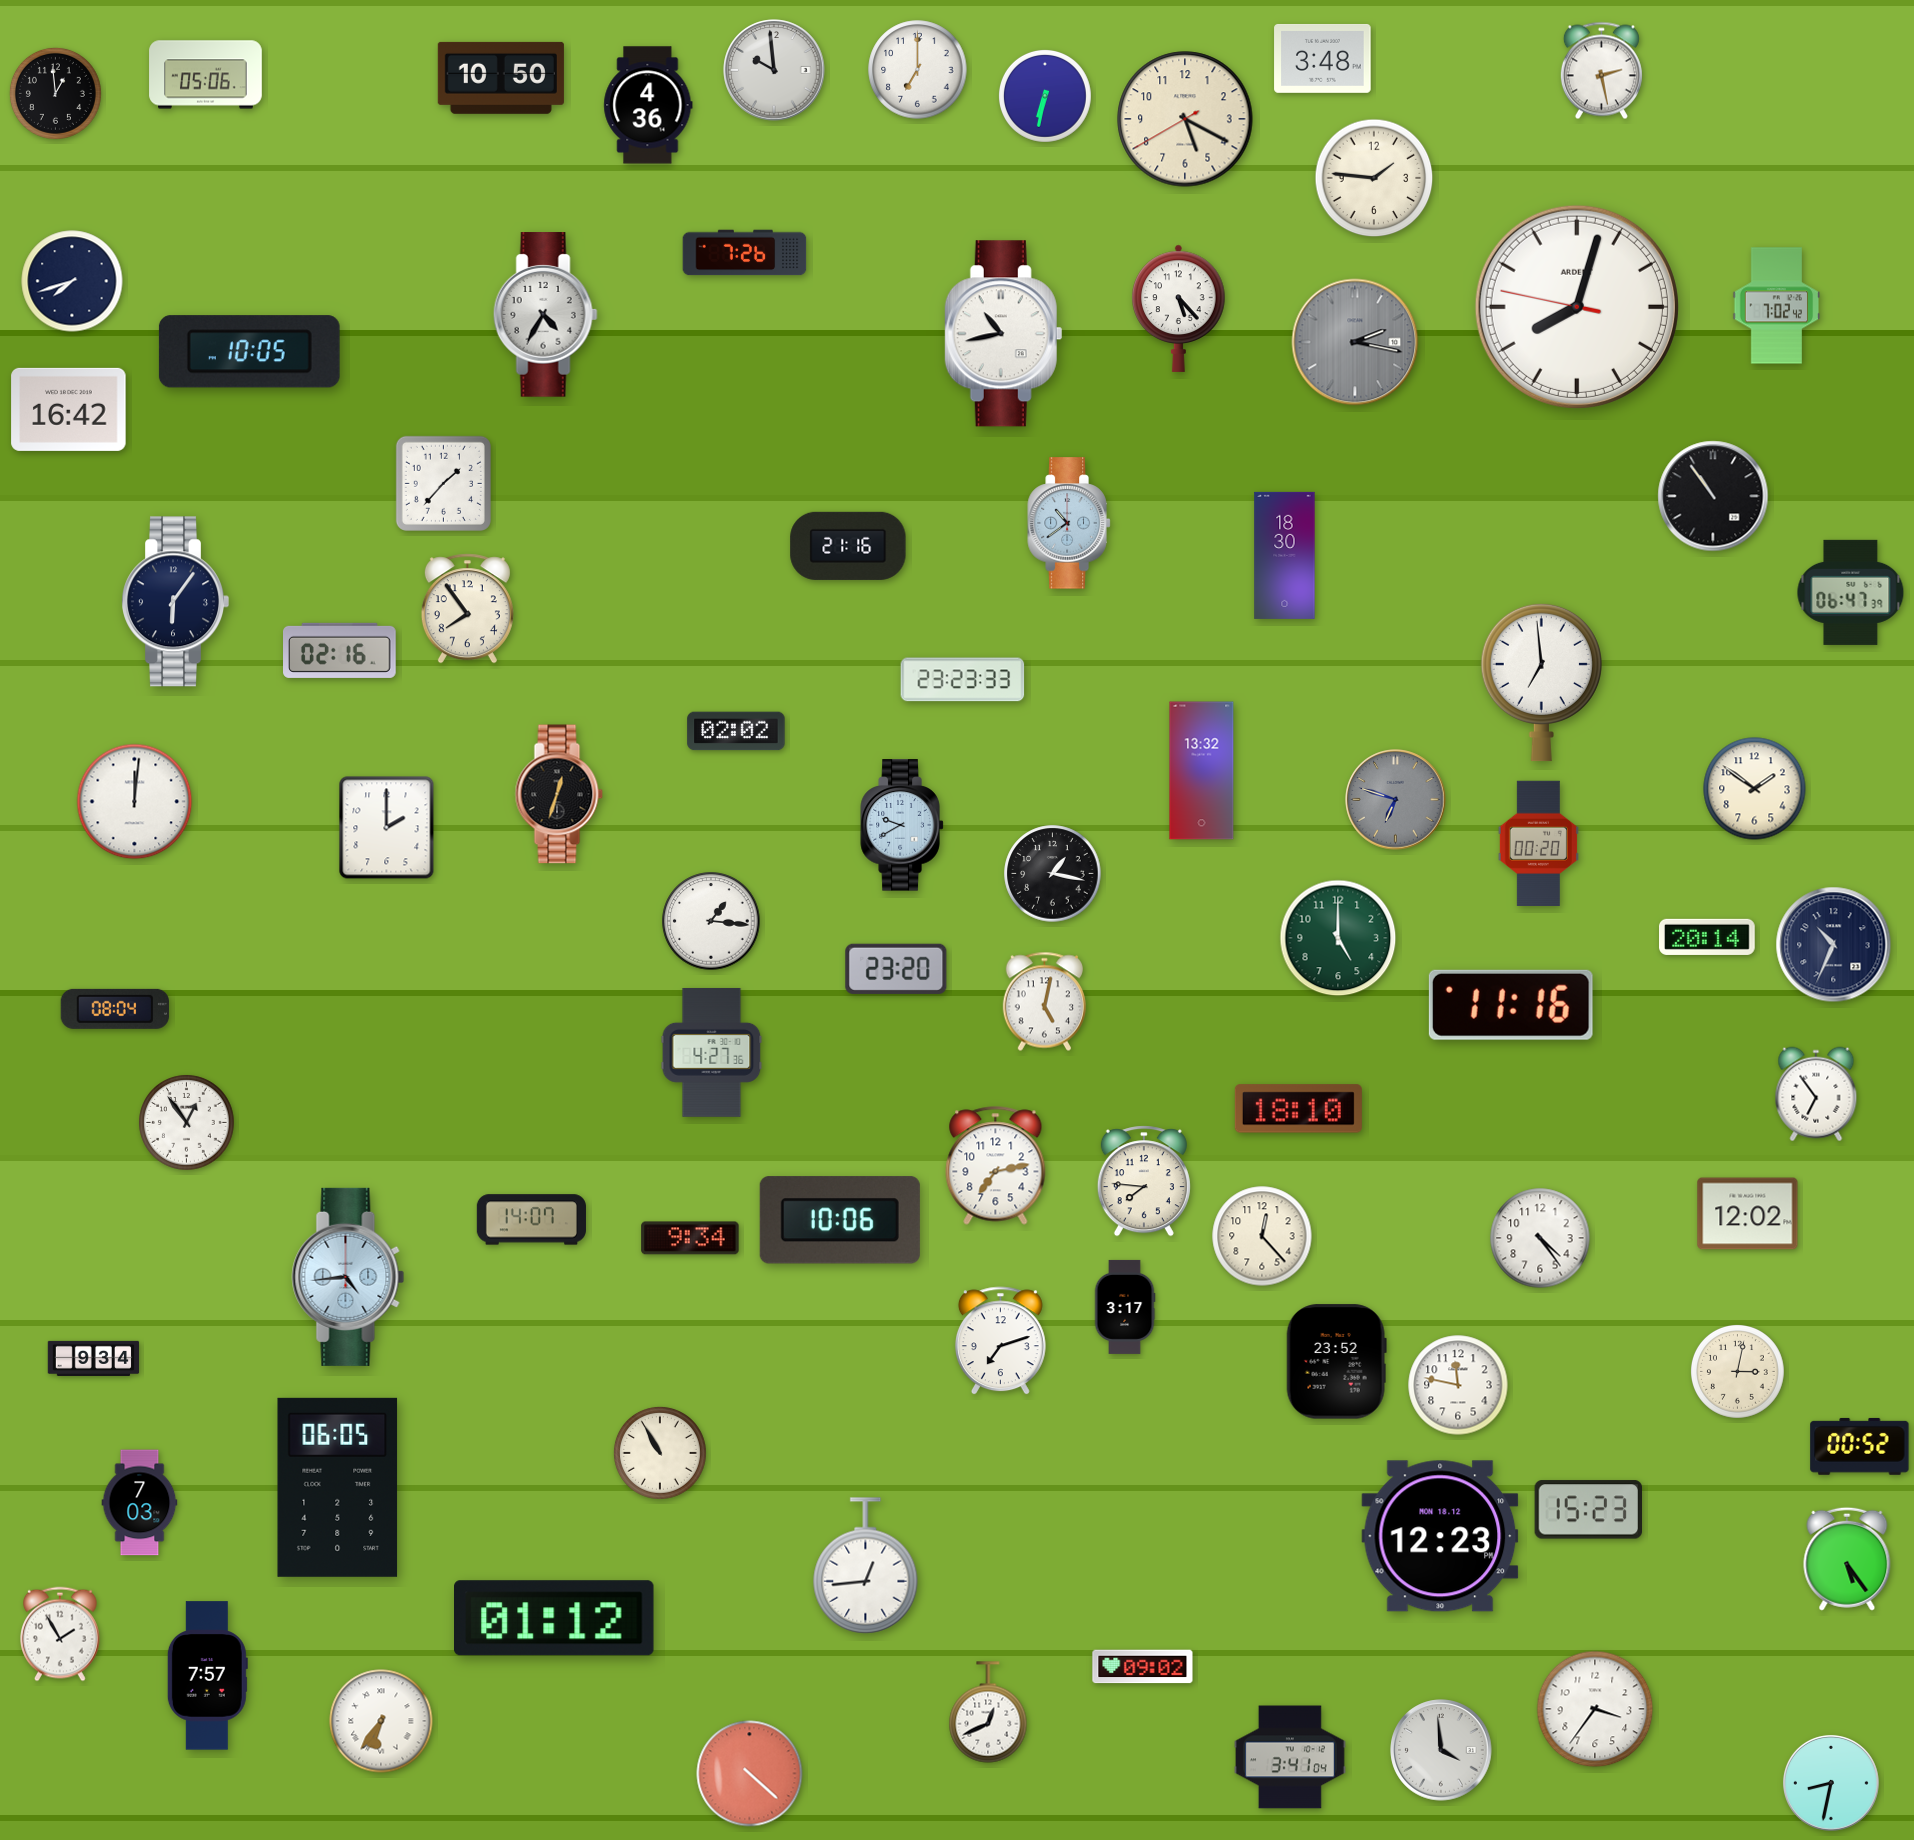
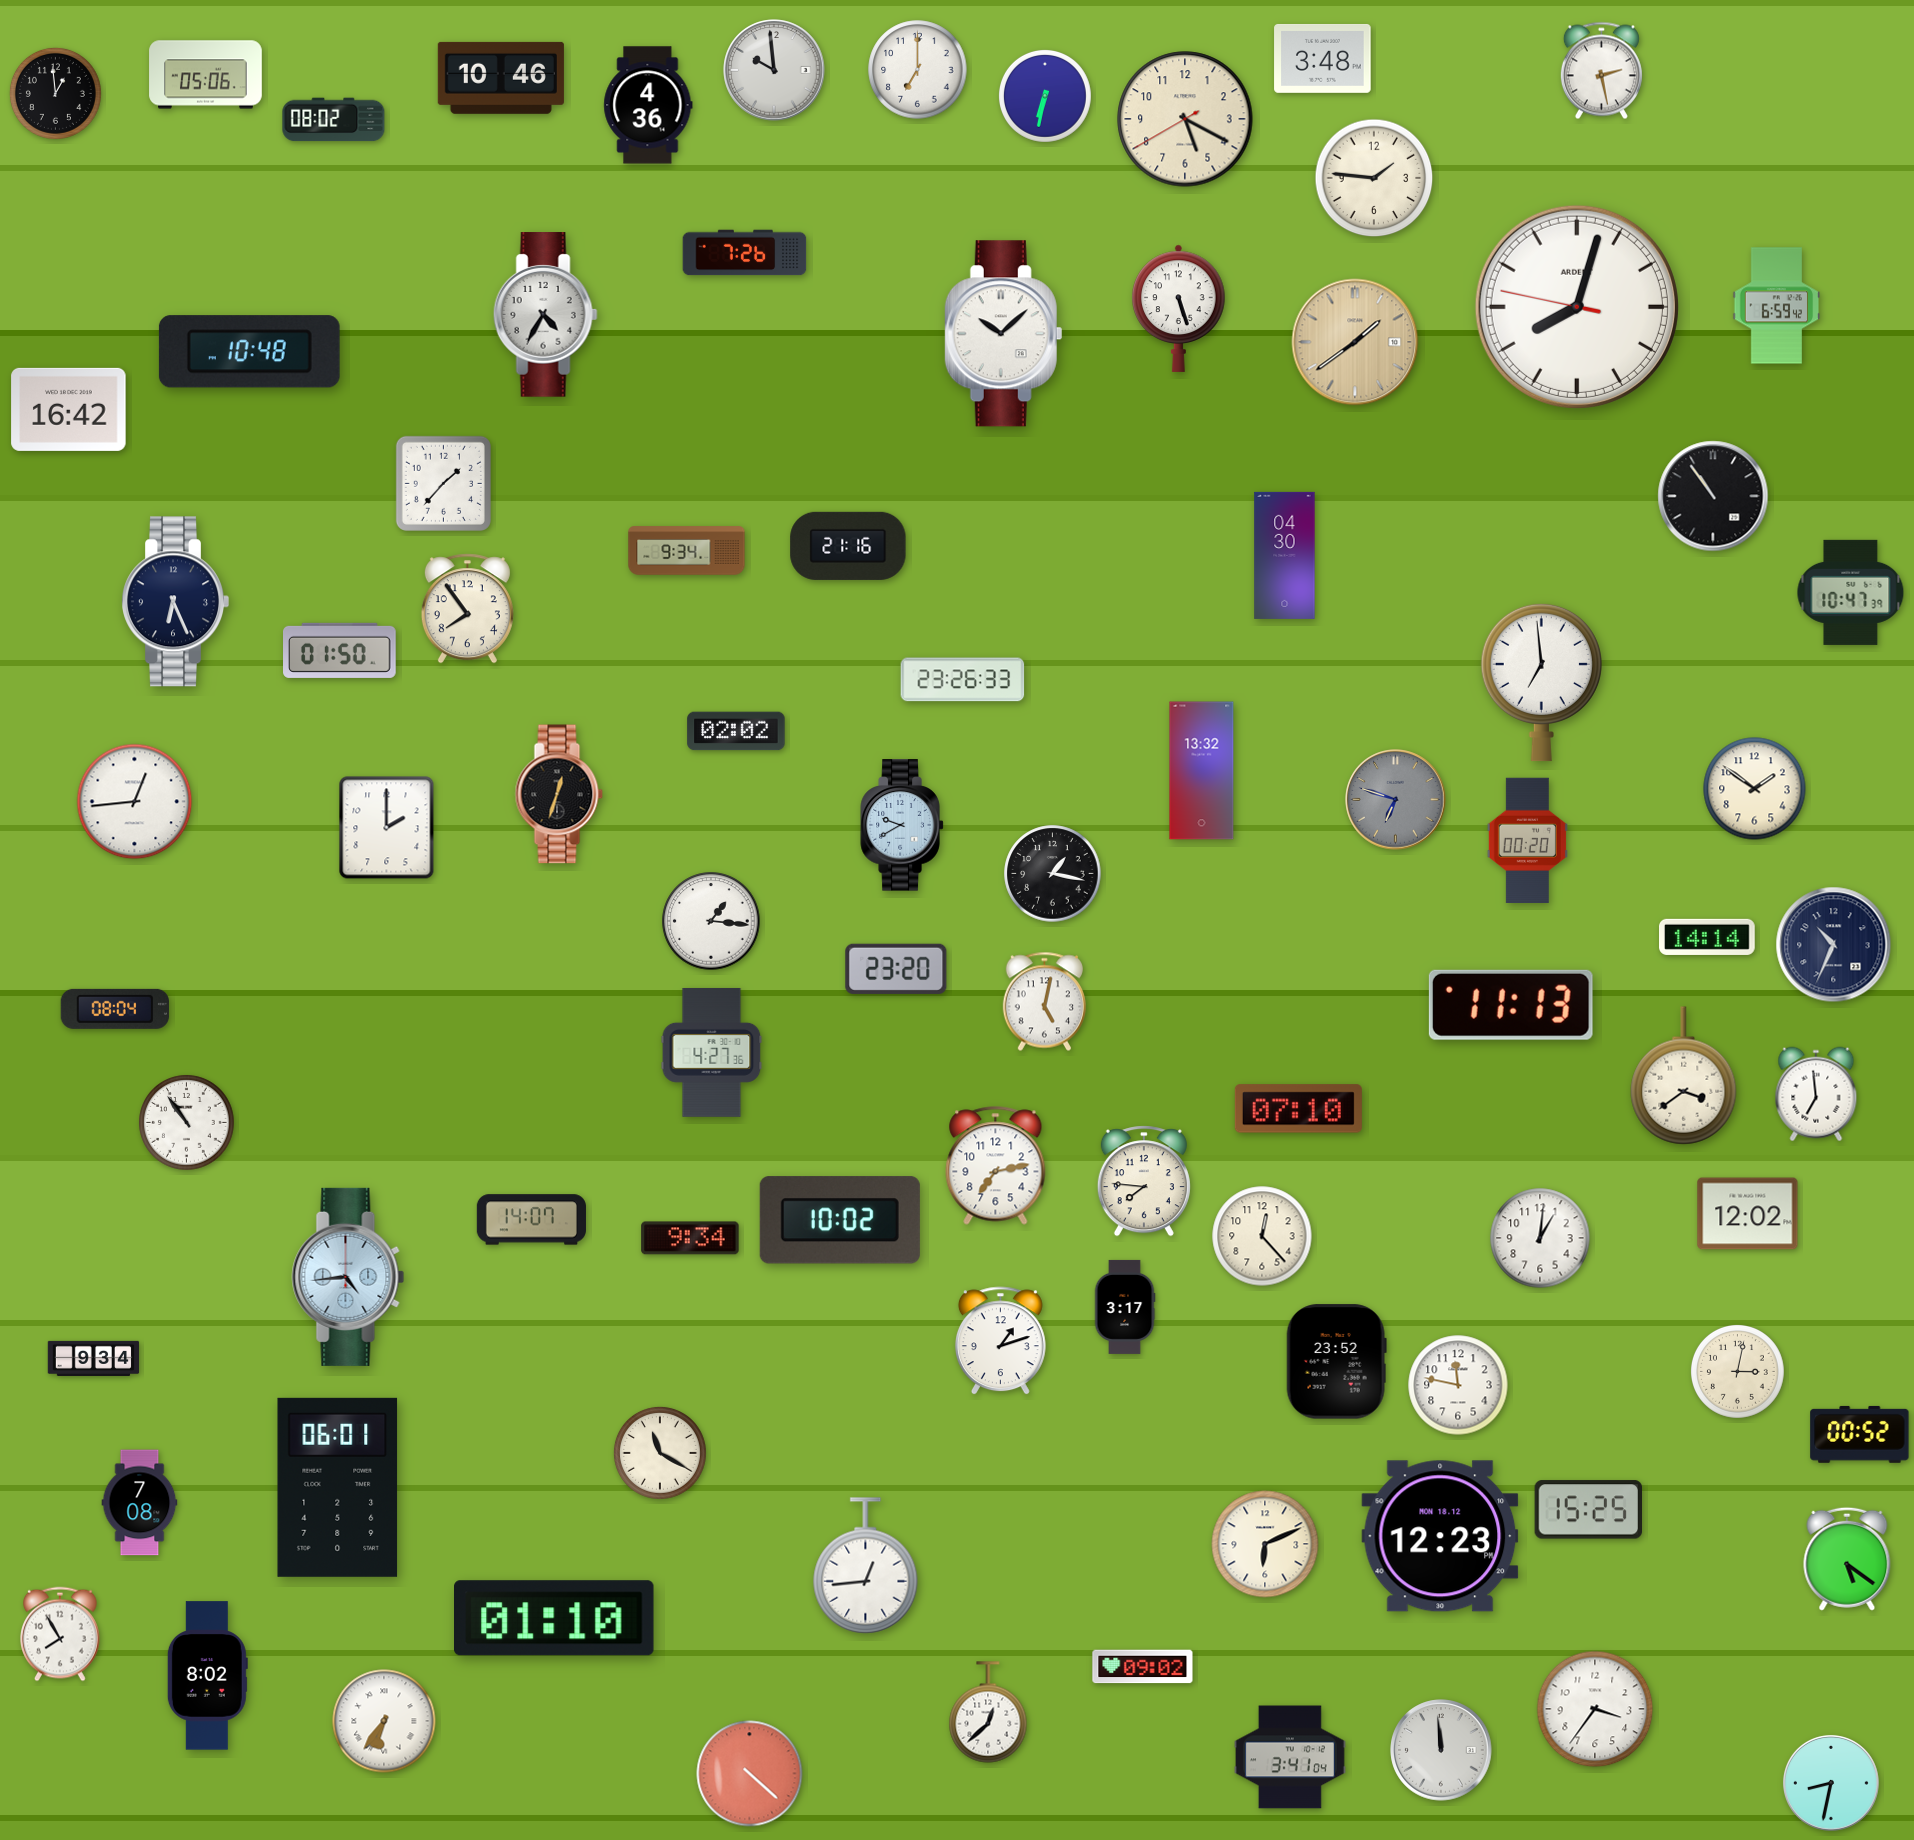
clock at (501, 78): 10:50 -> 10:46
clock at (334, 120): none -> 08:02
clock at (72, 281): 7:42 -> none
clock at (1777, 306): 7:02 -> 6:59
clock at (1179, 308): 5:23 -> 5:27
clock at (1004, 334): 10:43 -> 10:08
clock at (1355, 342): 2:17 -> 1:39
clock at (1355, 342) dial: grey -> champagne
clock at (249, 352): 10:05 -> 10:48
clock at (1069, 523): 10:39 -> none
clock at (687, 551): none -> 9:34
clock at (1285, 555): 18:30 -> 04:30
clock at (1851, 592): 06:47 -> 10:47
clock at (175, 602): 6:06 -> 6:26
clock at (340, 650): 02:16 -> 01:50
clock at (963, 680): 23:23 -> 23:26
clock at (135, 802): 12:01 -> 12:44
clock at (1538, 843) position: (1538, 843) -> (1527, 840)
clock at (1707, 937): 20:14 -> 14:14
clock at (1338, 938): 5:00 -> none
clock at (1511, 1005): 11:16 -> 11:13
clock at (1684, 1076): none -> 3:39
clock at (1816, 1094): 6:54 -> 6:59
clock at (1298, 1109): 18:10 -> 07:10
clock at (187, 1123): 12:54 -> 10:54
clock at (840, 1220): 10:06 -> 10:02
clock at (1540, 1238): 4:24 -> 1:01
clock at (1000, 1341): 7:12 -> 1:12
clock at (1860, 1446) position: (1860, 1446) -> (1860, 1434)
clock at (660, 1453): 10:55 -> 11:20
clock at (338, 1487): 06:05 -> 06:01
clock at (140, 1503): 7:03 -> 7:08
clock at (1588, 1510): 15:23 -> 15:25
clock at (1265, 1544): none -> 6:11
clock at (1847, 1559): 5:24 -> 5:21
clock at (555, 1618): 01:12 -> 01:10
clock at (61, 1634): 1:55 -> 7:55
clock at (207, 1676): 7:57 -> 8:02
clock at (988, 1712): 12:41 -> 12:38
clock at (381, 1721) position: (381, 1721) -> (384, 1721)
clock at (1441, 1750): 3:59 -> 11:59
